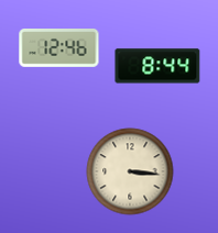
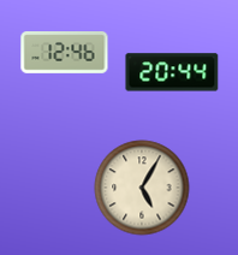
clock at (157, 66): 8:44 -> 20:44
clock at (130, 171): 3:16 -> 5:05
